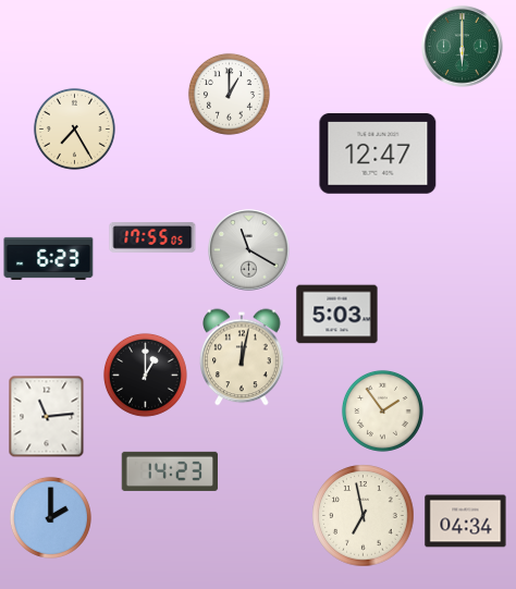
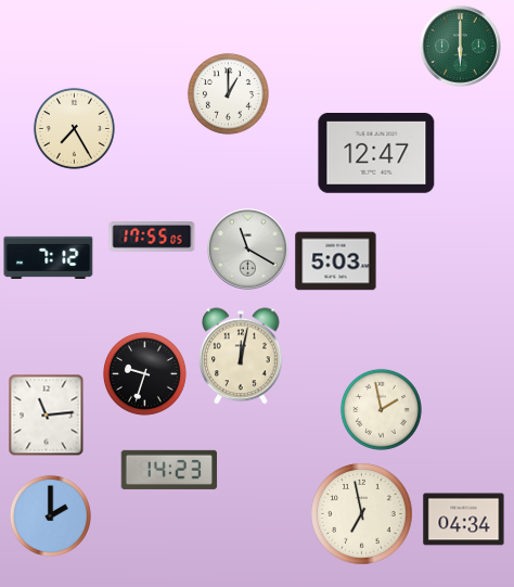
clock at (49, 258): 6:23 -> 7:12
clock at (337, 315) position: (337, 315) -> (336, 261)
clock at (145, 375): 1:00 -> 9:33
clock at (382, 410): 1:54 -> 1:58
